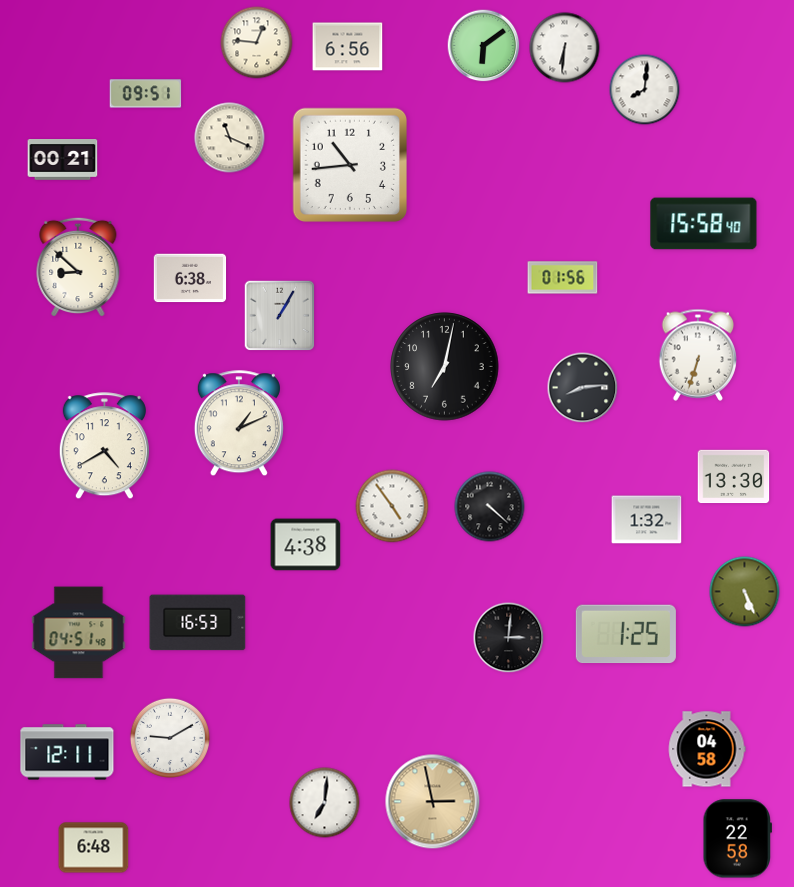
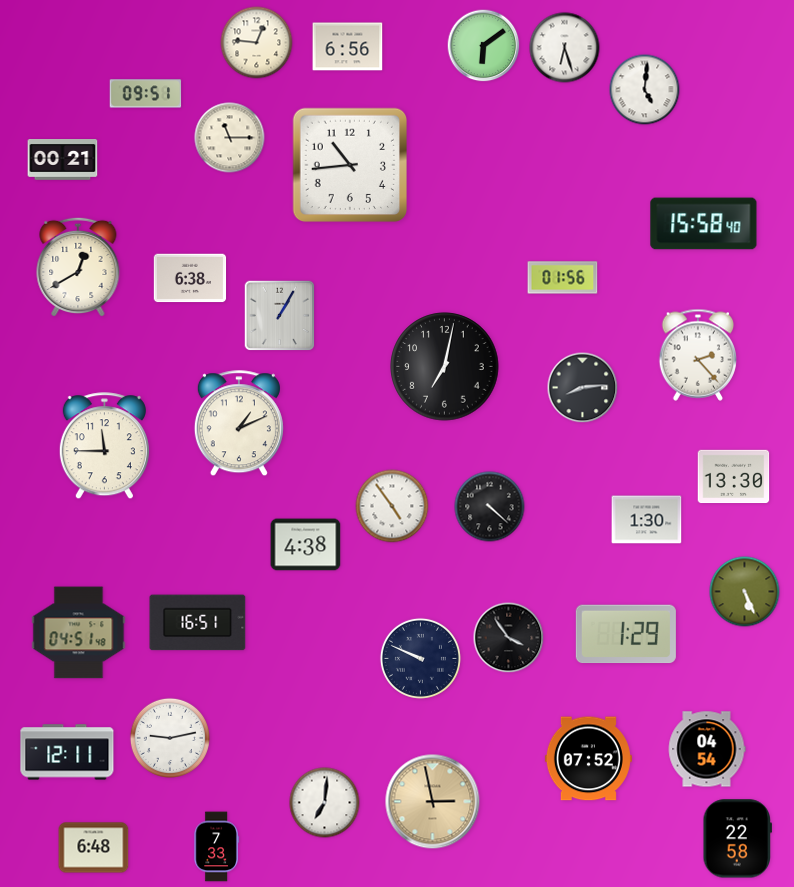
clock at (565, 48): 6:31 -> 6:27
clock at (645, 90): 8:01 -> 5:01
clock at (230, 138): 11:19 -> 11:15
clock at (78, 267): 8:52 -> 12:40
clock at (697, 355): 6:33 -> 2:23
clock at (104, 446): 4:40 -> 11:45
clock at (647, 520): 1:32 -> 1:30
clock at (198, 623): 16:53 -> 16:51
clock at (626, 634): 1:25 -> 1:29
clock at (509, 638): 3:01 -> 3:54
clock at (420, 658): none -> 9:49
clock at (170, 738): 9:10 -> 9:13
clock at (707, 749): 04:58 -> 04:54
clock at (588, 759): none -> 07:52
clock at (216, 847): none -> 7:33
